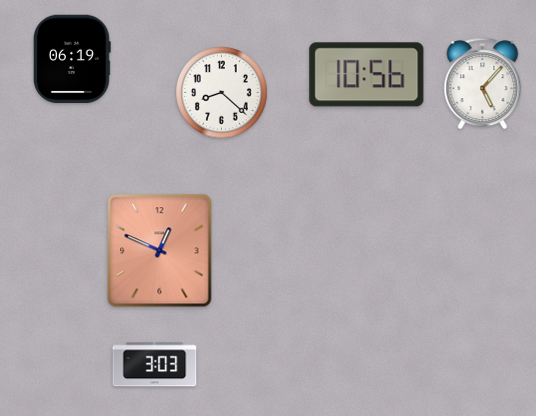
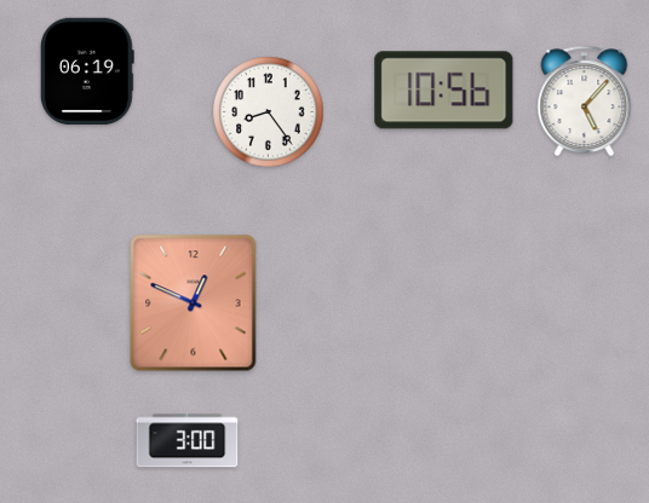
clock at (222, 93): 8:22 -> 8:24
clock at (155, 365): 3:03 -> 3:00
